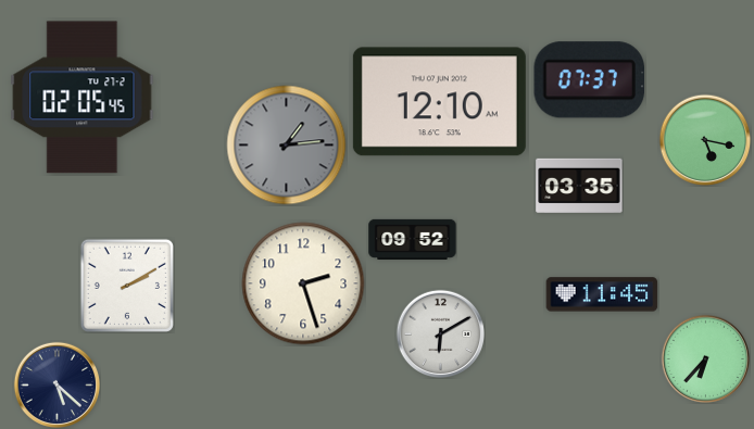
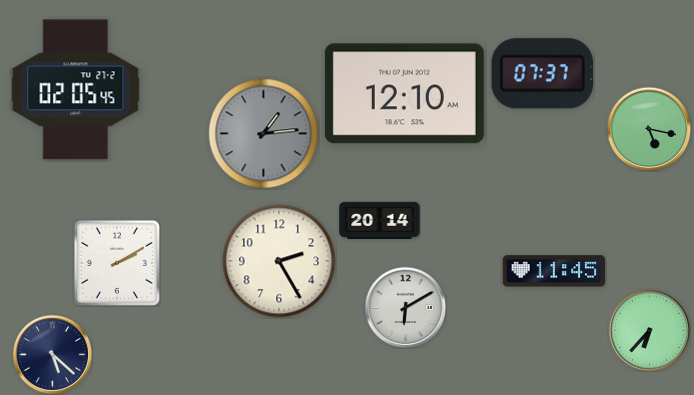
clock at (579, 186): 03:35 -> none
clock at (413, 239): 09:52 -> 20:14
clock at (303, 283): 2:27 -> 2:25
